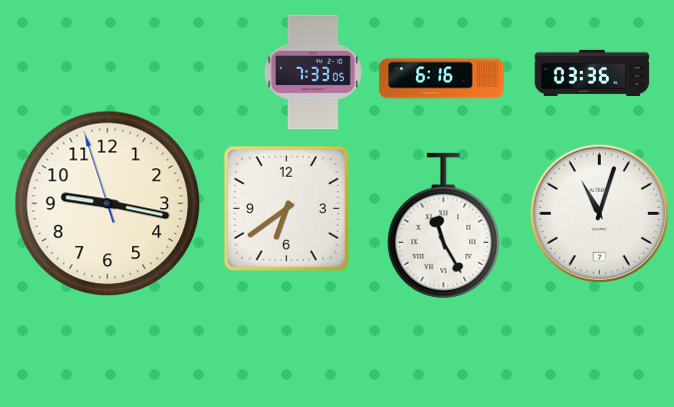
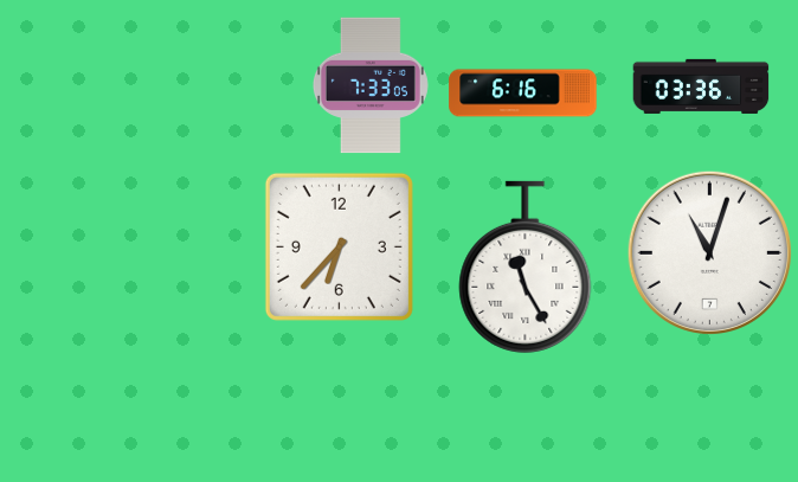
clock at (108, 204): 9:16 -> none
clock at (286, 208): 6:39 -> 6:37
